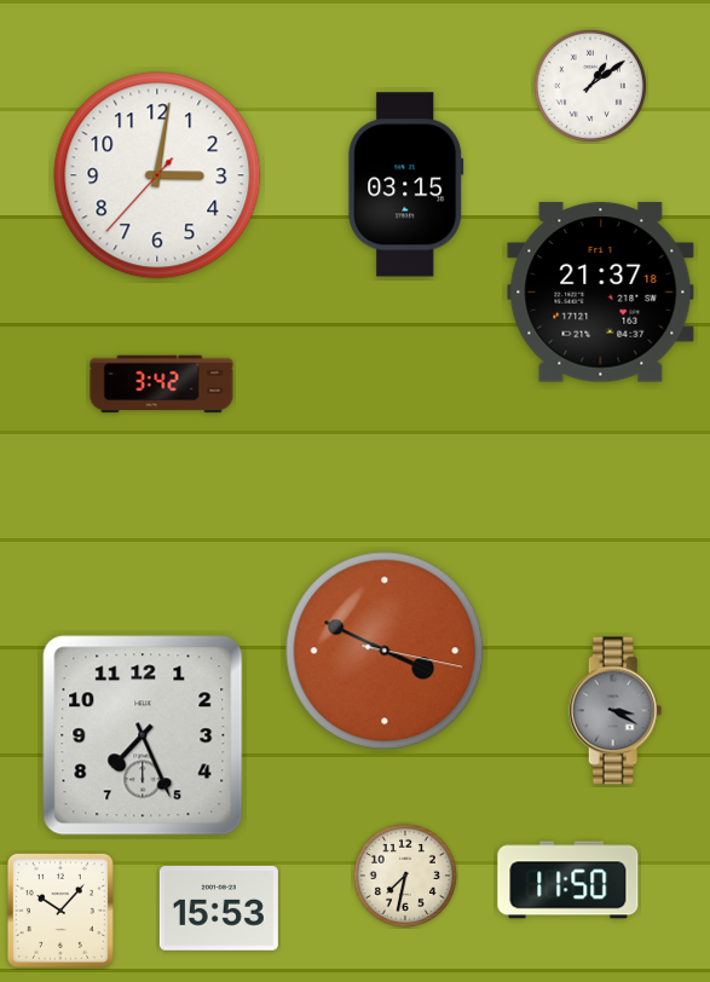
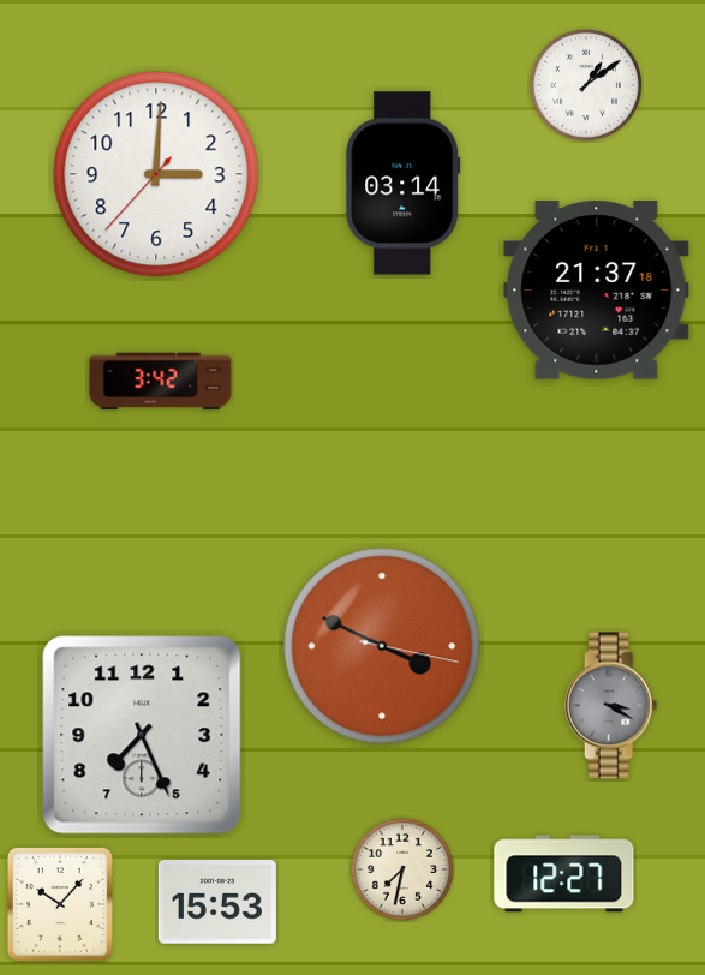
clock at (157, 175): 3:01 -> 3:00
clock at (406, 185): 03:15 -> 03:14
clock at (143, 735) position: (143, 735) -> (142, 735)
clock at (568, 880): 11:50 -> 12:27
